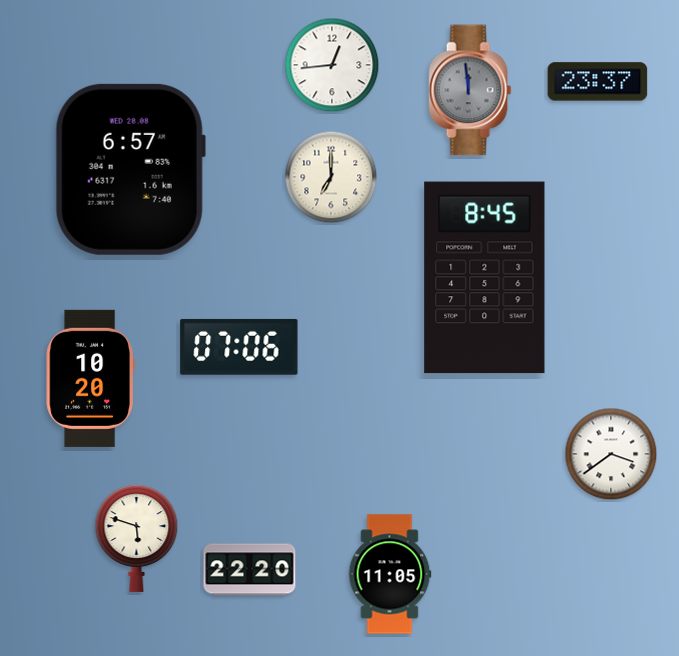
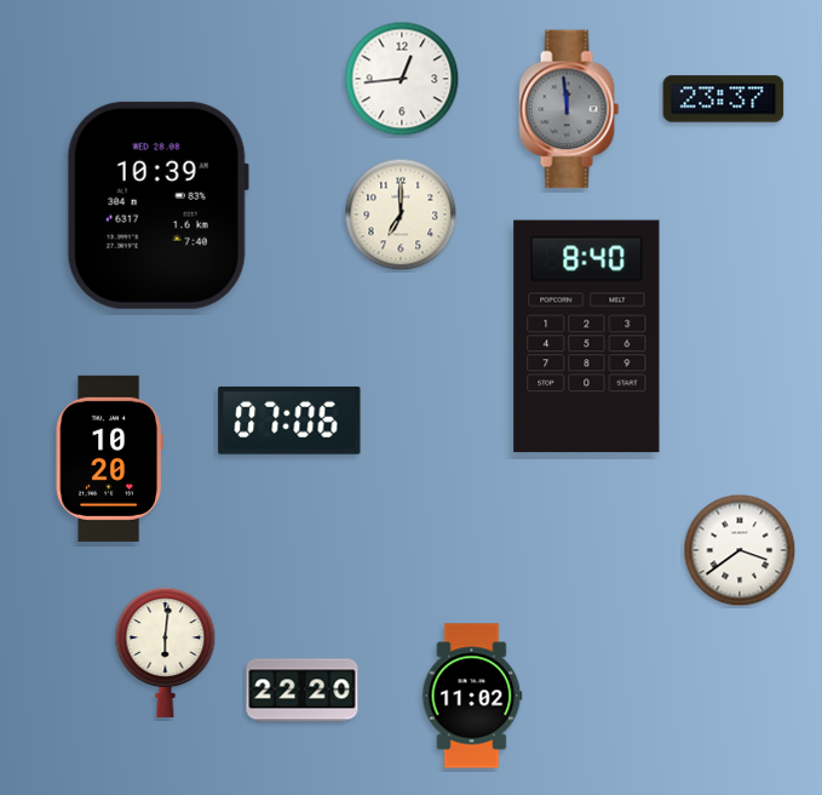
clock at (130, 169): 6:57 -> 10:39
clock at (485, 278): 8:45 -> 8:40
clock at (137, 538): 5:48 -> 6:01
clock at (390, 574): 11:05 -> 11:02
